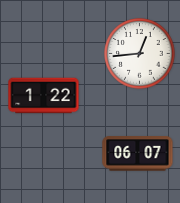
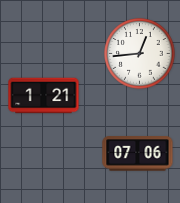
clock at (44, 96): 1:22 -> 1:21
clock at (138, 154): 06:07 -> 07:06
